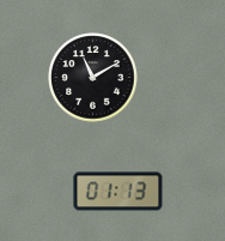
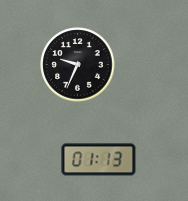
clock at (93, 78): 11:10 -> 9:34
